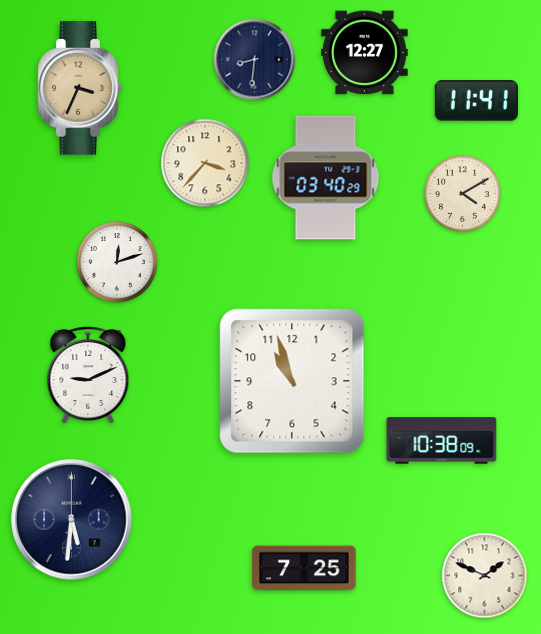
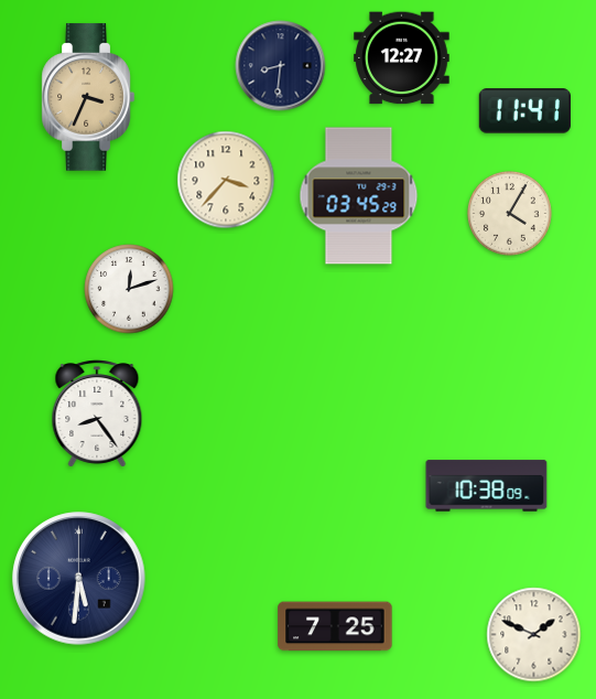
clock at (326, 178): 03:40 -> 03:45
clock at (463, 194): 4:10 -> 4:05
clock at (88, 375): 9:11 -> 8:24
clock at (292, 381): 10:57 -> none
clock at (72, 520) position: (72, 520) -> (79, 579)
